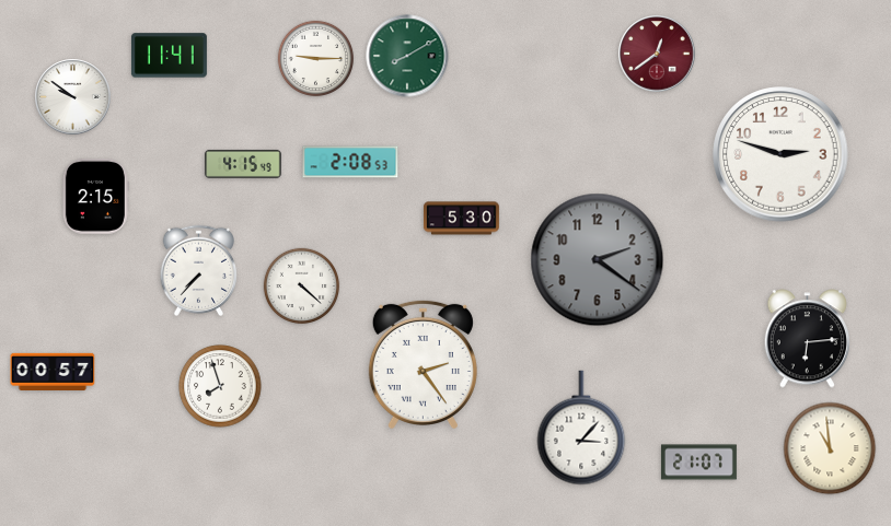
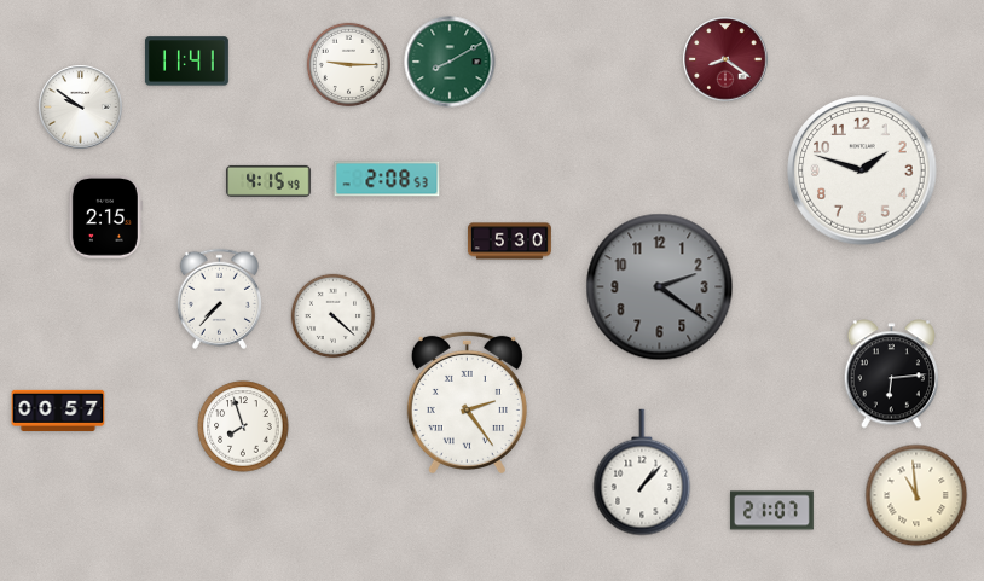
clock at (657, 54): 12:39 -> 8:21
clock at (780, 154): 2:48 -> 1:48
clock at (581, 428): 3:07 -> 1:07
